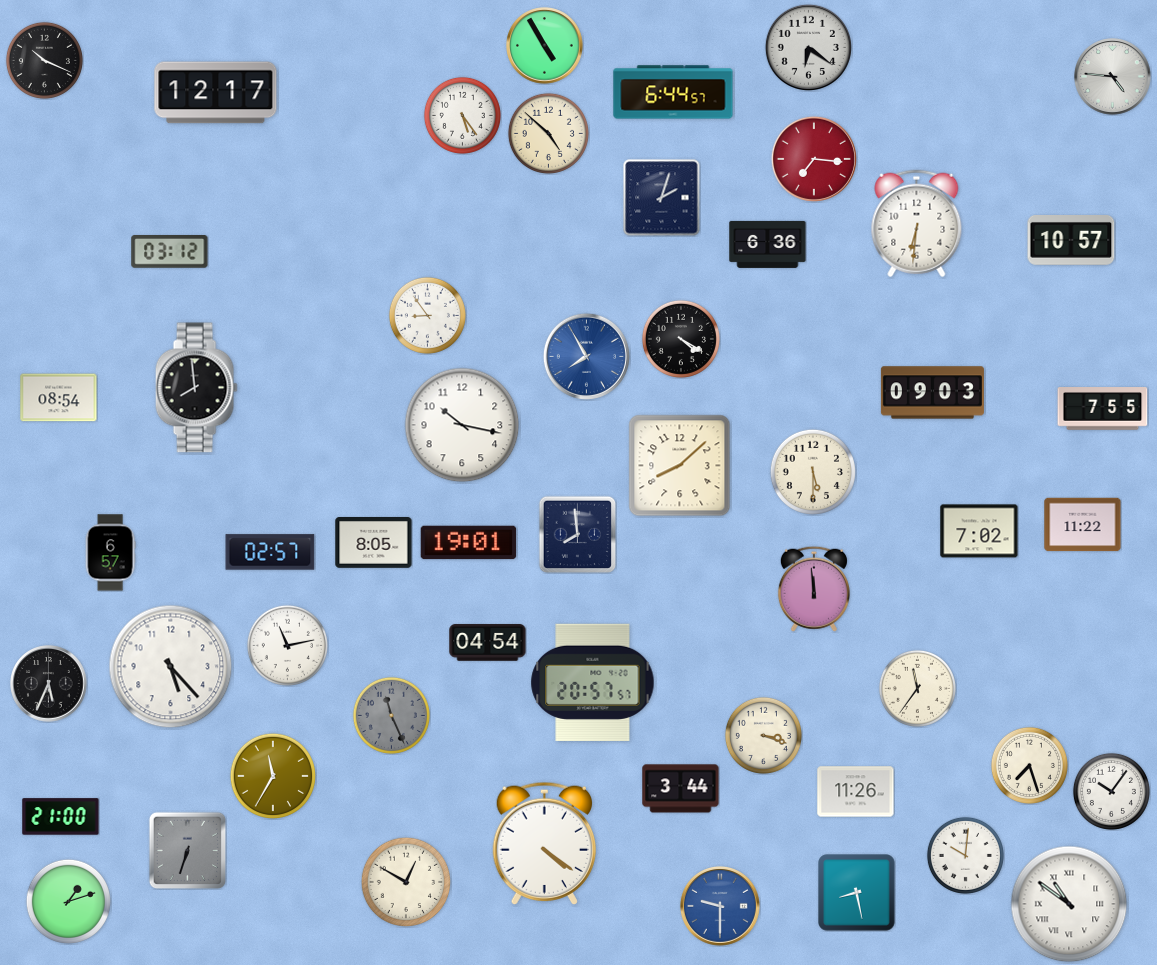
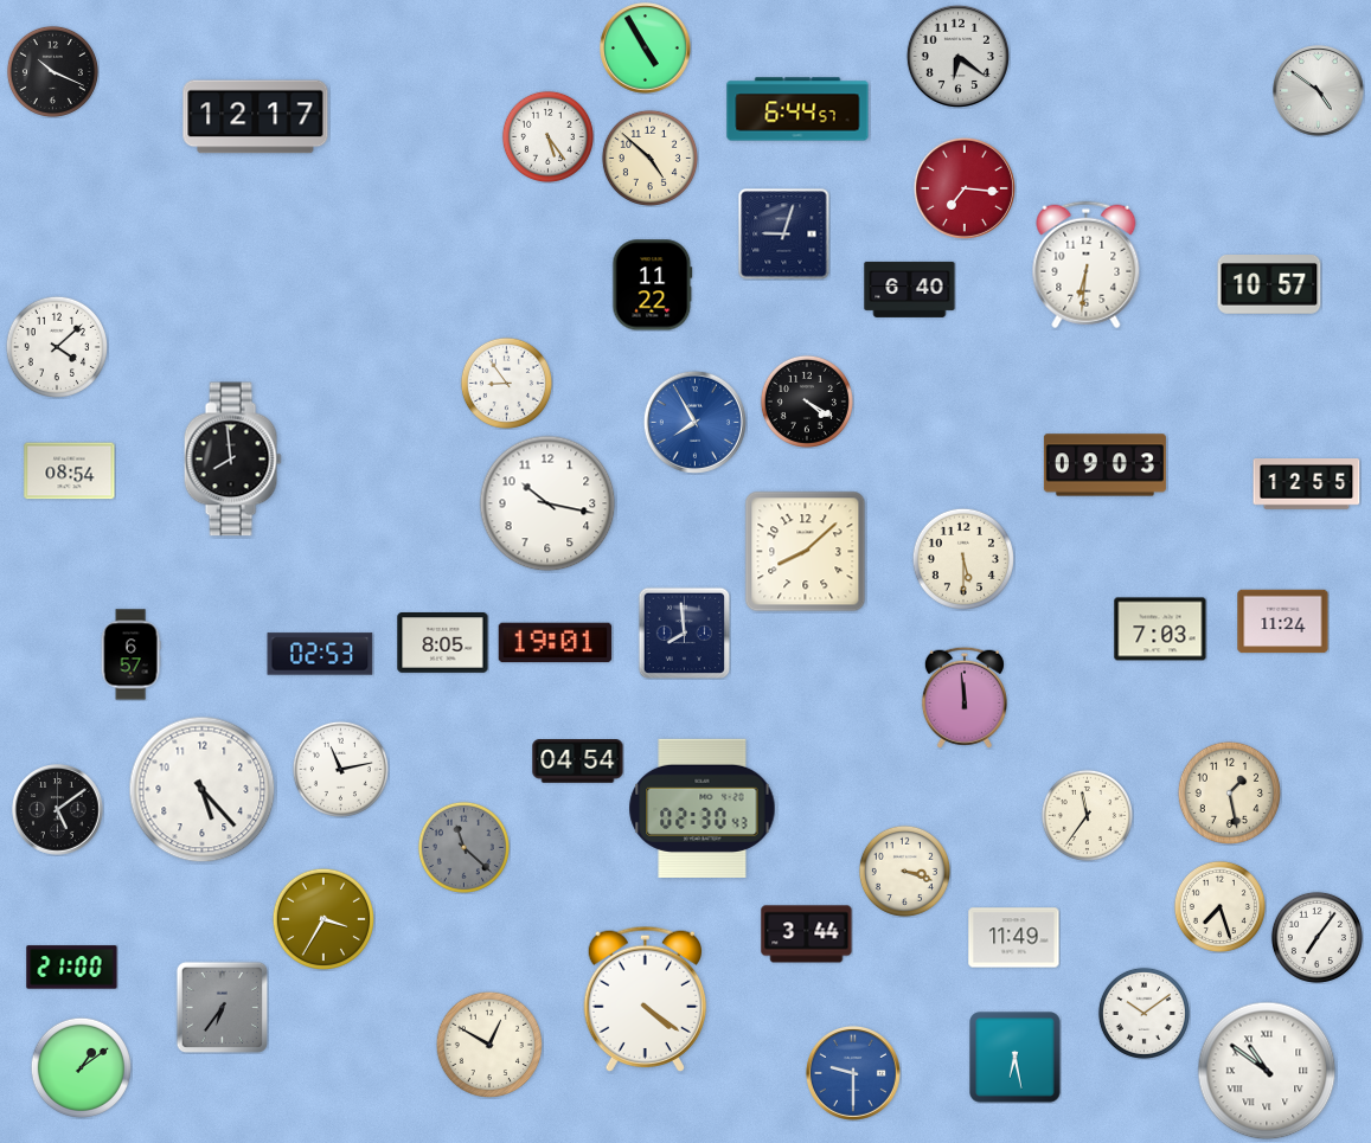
clock at (545, 46) position: (545, 46) -> (646, 49)
clock at (1113, 77): 4:46 -> 4:51
clock at (216, 93) position: (216, 93) -> (256, 117)
clock at (662, 198): 2:03 -> 9:03
clock at (653, 285): none -> 11:22
clock at (768, 244): 6:36 -> 6:40
clock at (170, 252): 03:12 -> none
clock at (56, 346): none -> 4:08
clock at (427, 315) position: (427, 315) -> (506, 383)
clock at (1103, 409): 7:55 -> 12:55
clock at (1083, 525): 11:22 -> 11:24
clock at (979, 531): 7:02 -> 7:03
clock at (270, 552): 02:57 -> 02:53
clock at (287, 645) position: (287, 645) -> (340, 769)
clock at (1229, 792): none -> 1:28
clock at (593, 682): 20:57 -> 02:30
clock at (49, 684): 5:34 -> 5:09
clock at (391, 715): 11:26 -> 11:22
clock at (272, 775): 11:35 -> 3:35
clock at (1111, 791): 10:06 -> 7:06
clock at (856, 792): 11:26 -> 11:49
clock at (187, 850): 6:33 -> 6:36
clock at (965, 855): 10:01 -> 10:09
clock at (405, 881) position: (405, 881) -> (488, 1044)
clock at (857, 893): 8:28 -> 6:28
clock at (68, 901): 1:12 -> 1:09
